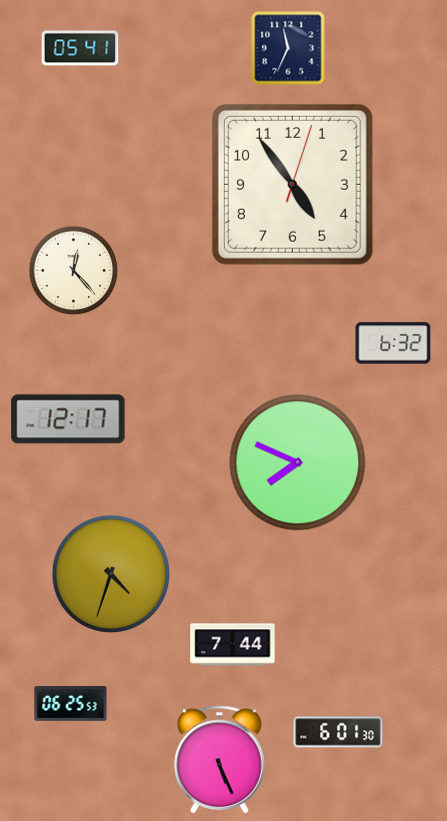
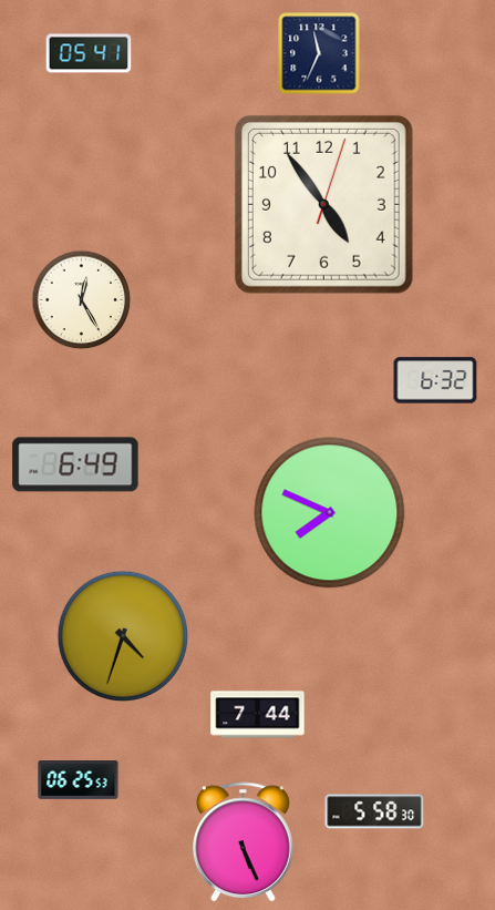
clock at (74, 271): 12:23 -> 12:25
clock at (68, 419): 12:17 -> 6:49
clock at (338, 732): 6:01 -> 5:58
